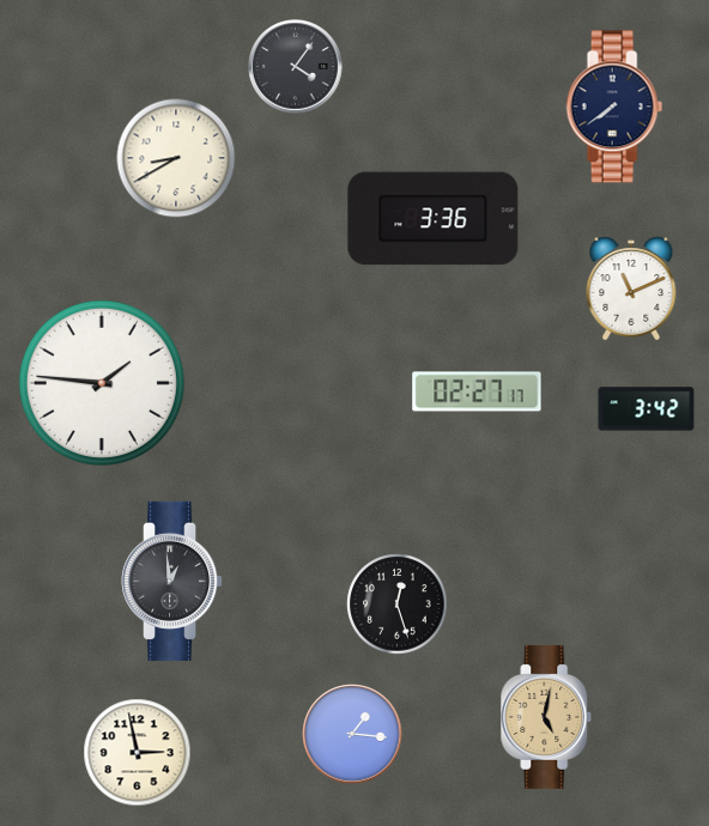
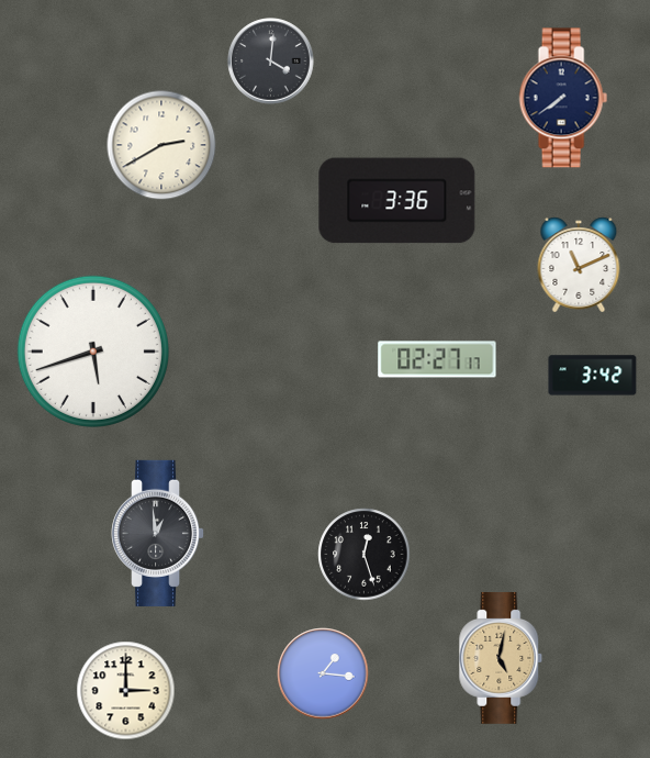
clock at (296, 67): 4:06 -> 4:01
clock at (176, 158): 8:40 -> 2:40
clock at (102, 383): 1:46 -> 5:42
clock at (138, 753): 2:58 -> 3:00
